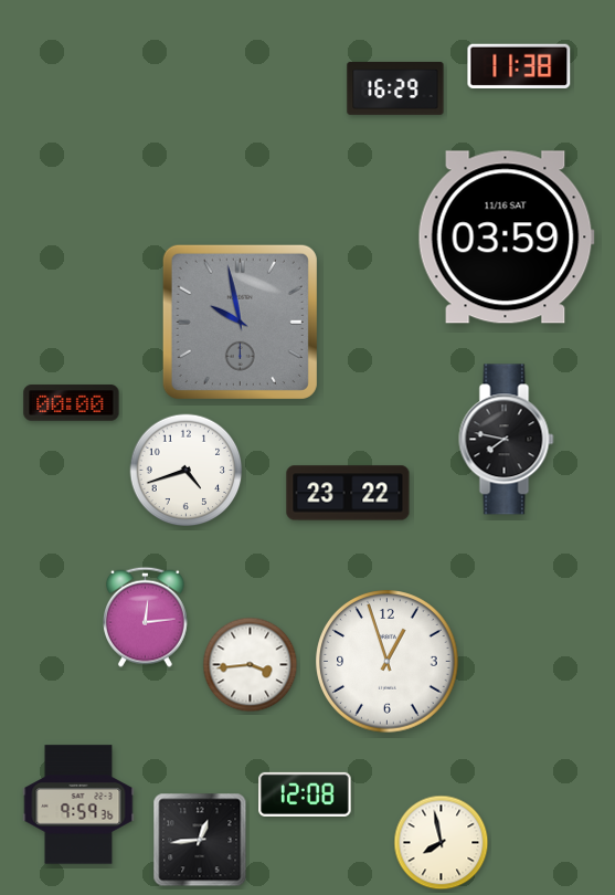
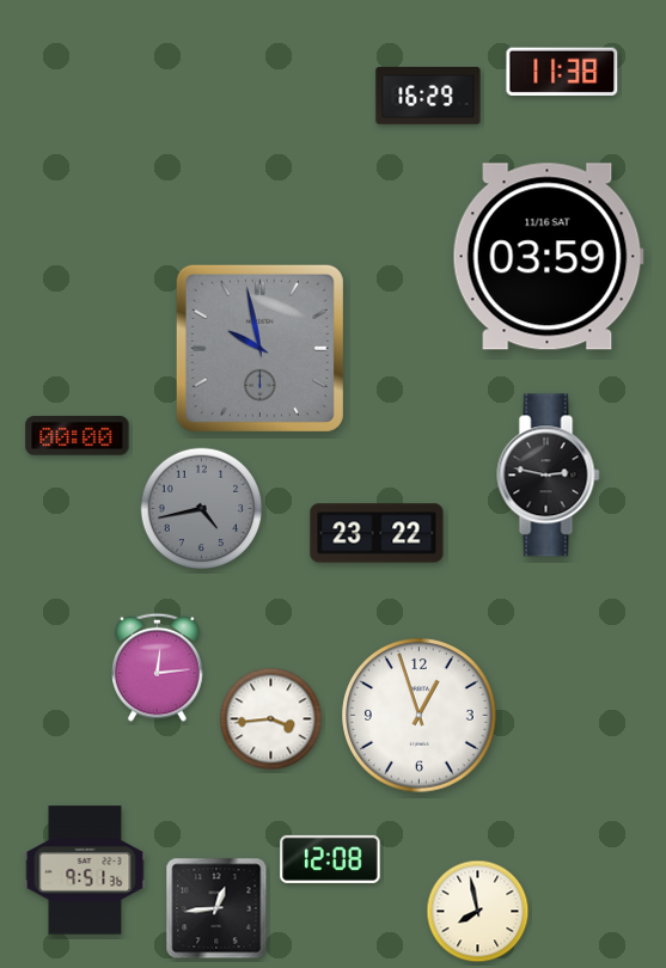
clock at (507, 440): 7:47 -> 2:47
clock at (187, 471): 4:42 -> 4:43
clock at (187, 471) dial: white -> grey
clock at (78, 804): 9:59 -> 9:51
